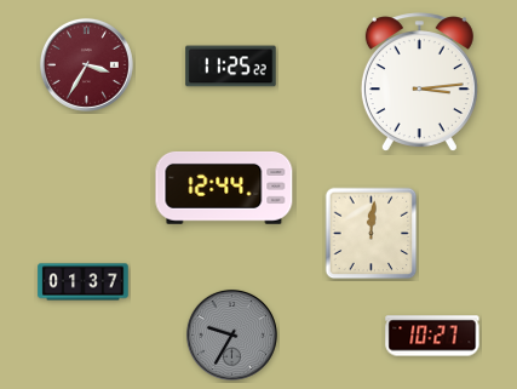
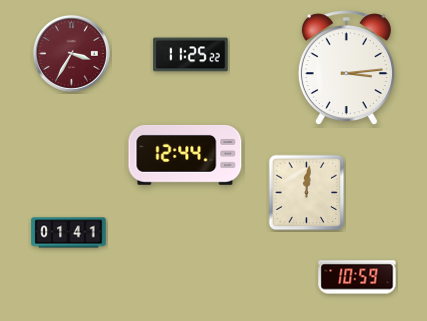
clock at (84, 282): 01:37 -> 01:41
clock at (231, 334): 9:35 -> none
clock at (432, 336): 10:27 -> 10:59
